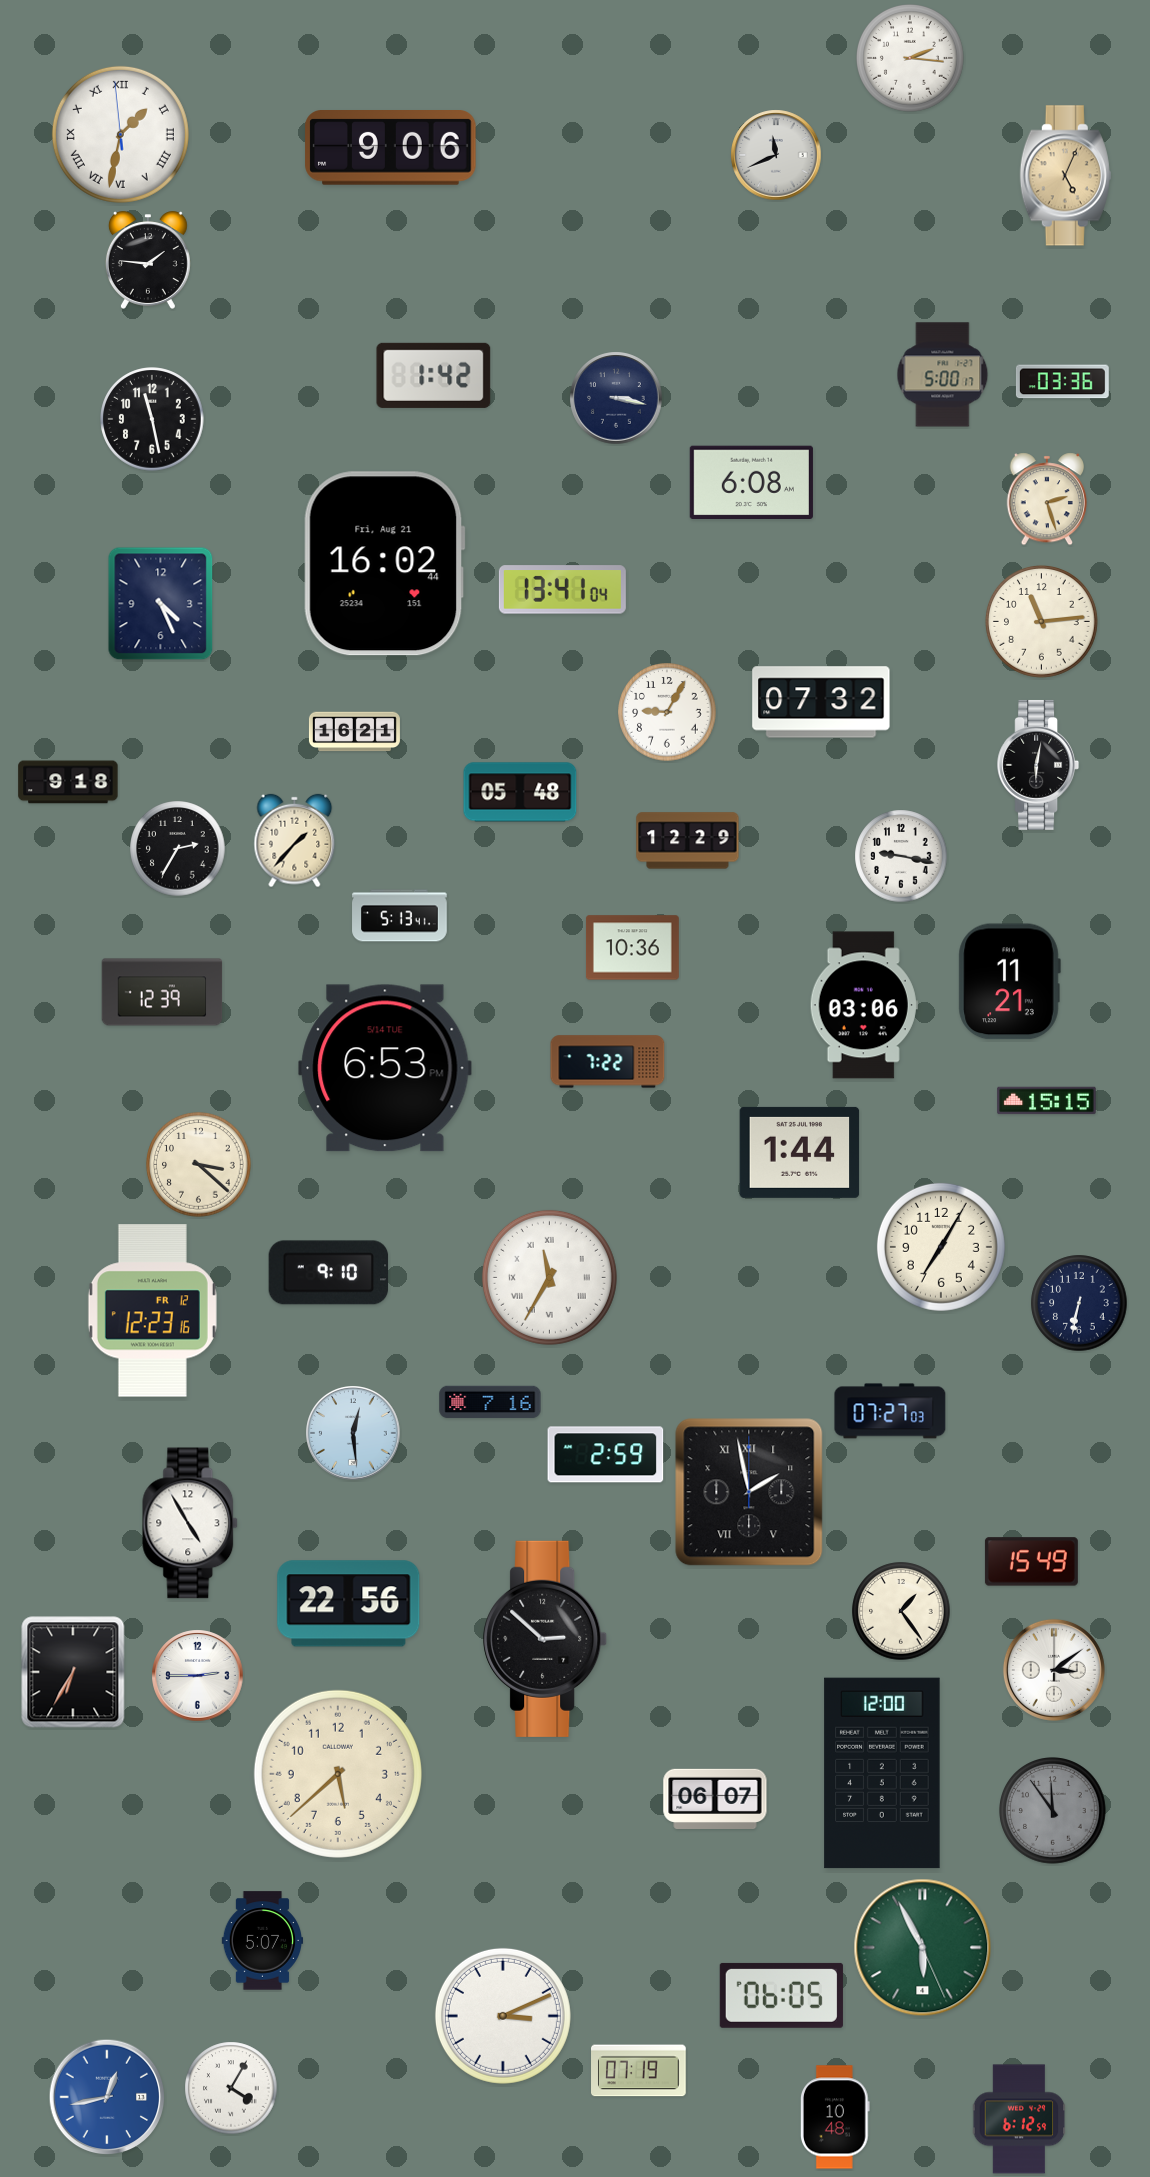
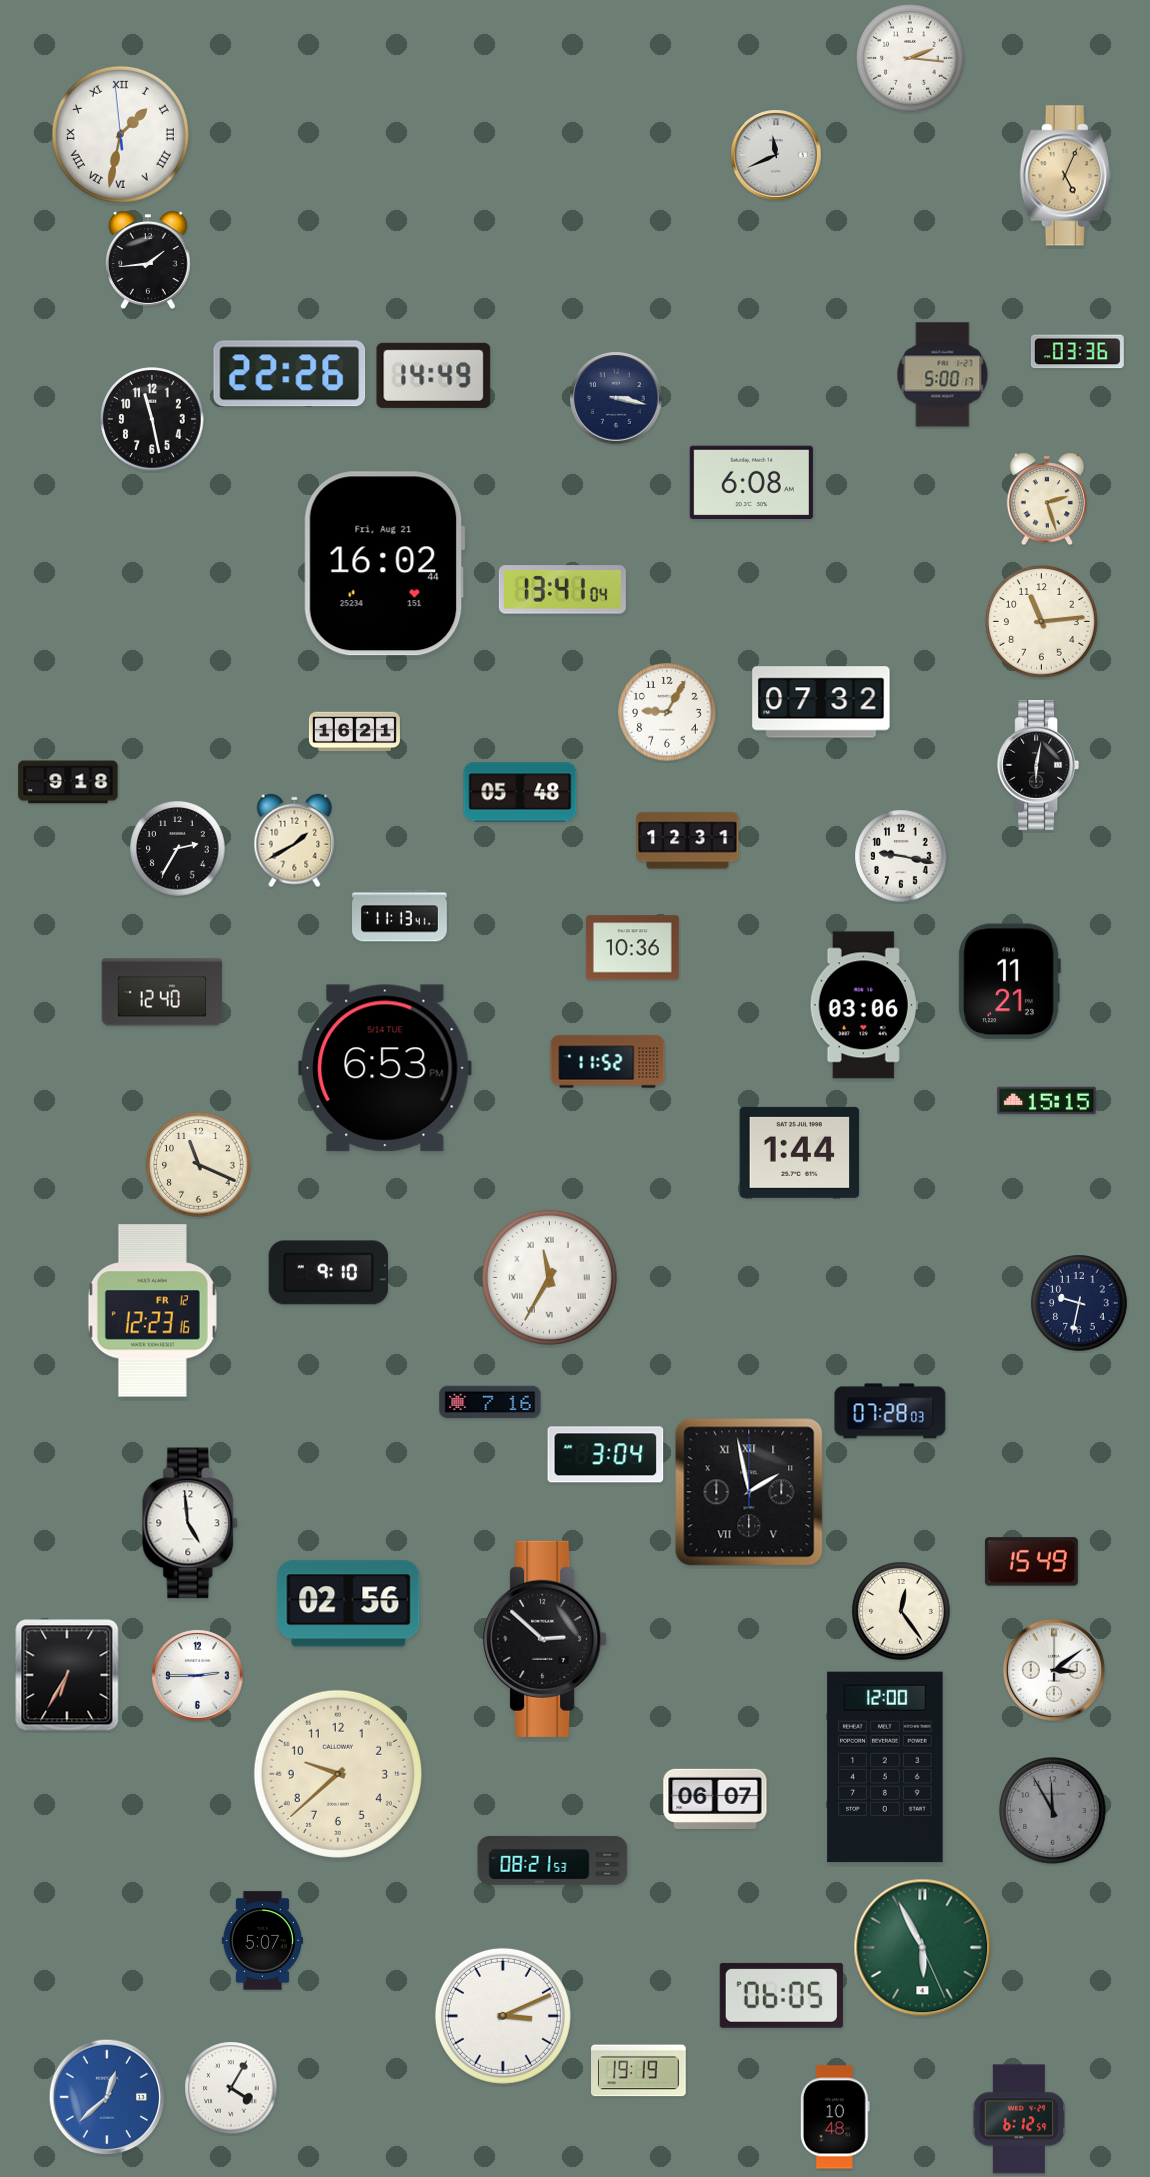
clock at (391, 148): 9:06 -> none
clock at (148, 260): 1:46 -> 1:44
clock at (290, 374): none -> 22:26
clock at (434, 375): 1:42 -> 14:49
clock at (1062, 382) position: (1062, 382) -> (1077, 352)
clock at (161, 604): 4:26 -> none
clock at (295, 841): 1:37 -> 1:40
clock at (688, 841): 12:29 -> 12:31
clock at (400, 916): 5:13 -> 11:13
clock at (162, 992): 12:39 -> 12:40
clock at (608, 1062): 7:22 -> 11:52
clock at (199, 1165): 3:22 -> 11:19
clock at (941, 1247): 7:05 -> none
clock at (1079, 1303): 6:32 -> 9:32
clock at (890, 1411): 07:27 -> 07:28
clock at (353, 1433): 12:29 -> none
clock at (606, 1455): 2:59 -> 3:04
clock at (191, 1523): 4:55 -> 4:59
clock at (349, 1604): 22:56 -> 02:56
clock at (901, 1611): 1:24 -> 12:24
clock at (73, 1672) position: (73, 1672) -> (67, 1675)
clock at (882, 1773) position: (882, 1773) -> (885, 1767)
clock at (338, 1774): 5:38 -> 9:38
clock at (1053, 1811): 11:54 -> 11:55
clock at (553, 1861): none -> 08:21
clock at (639, 2071): 07:19 -> 19:19
clock at (107, 2097): 12:43 -> 12:38
